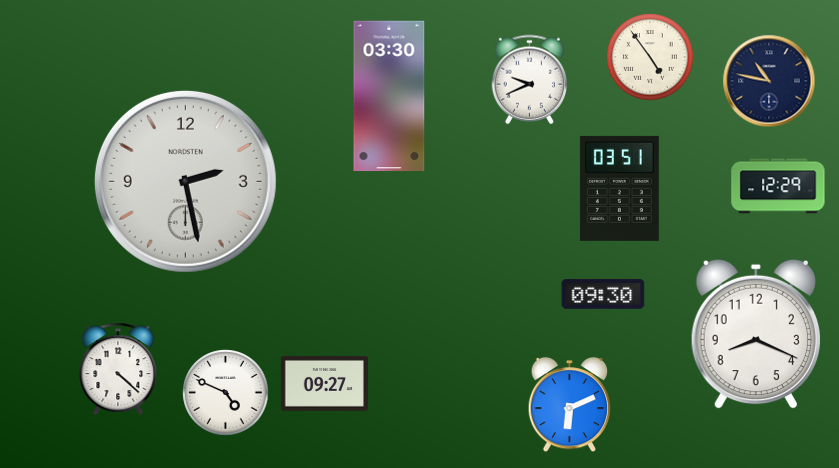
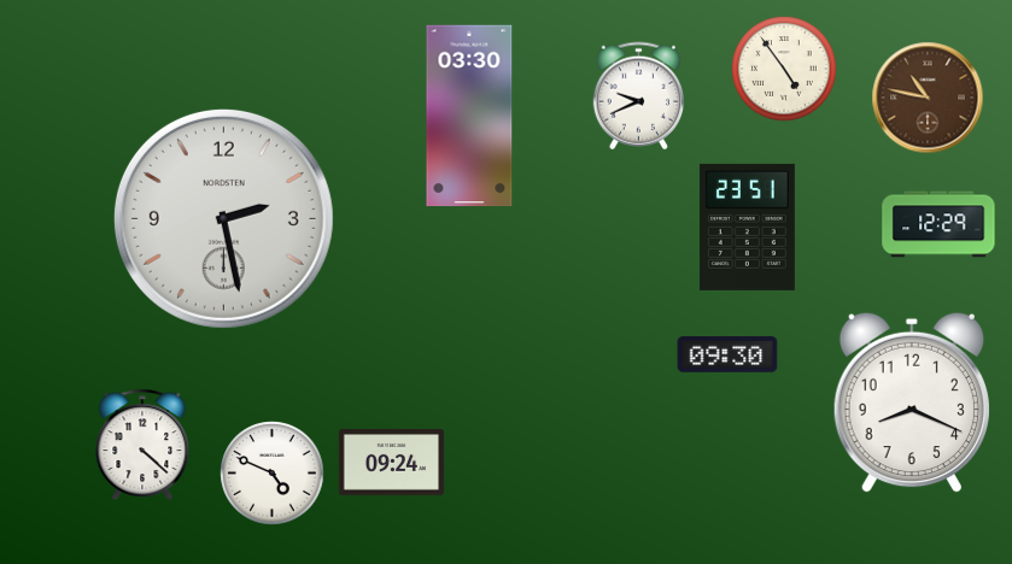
clock at (769, 81) dial: navy -> brown
clock at (619, 188): 03:51 -> 23:51
clock at (324, 384): 09:27 -> 09:24
clock at (570, 405): 6:11 -> none
